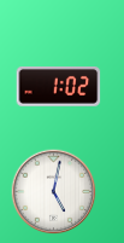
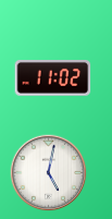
clock at (59, 87): 1:02 -> 11:02
